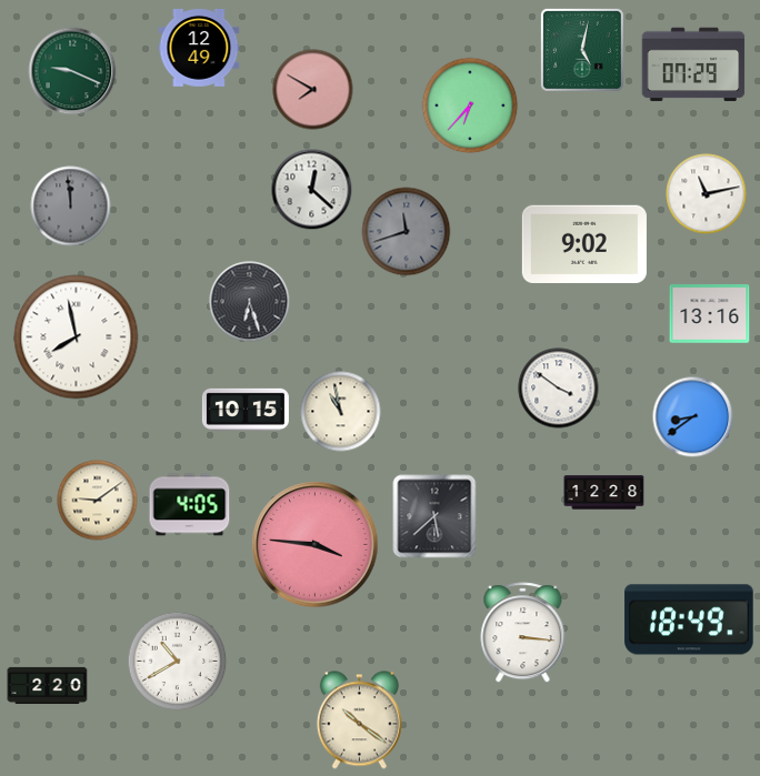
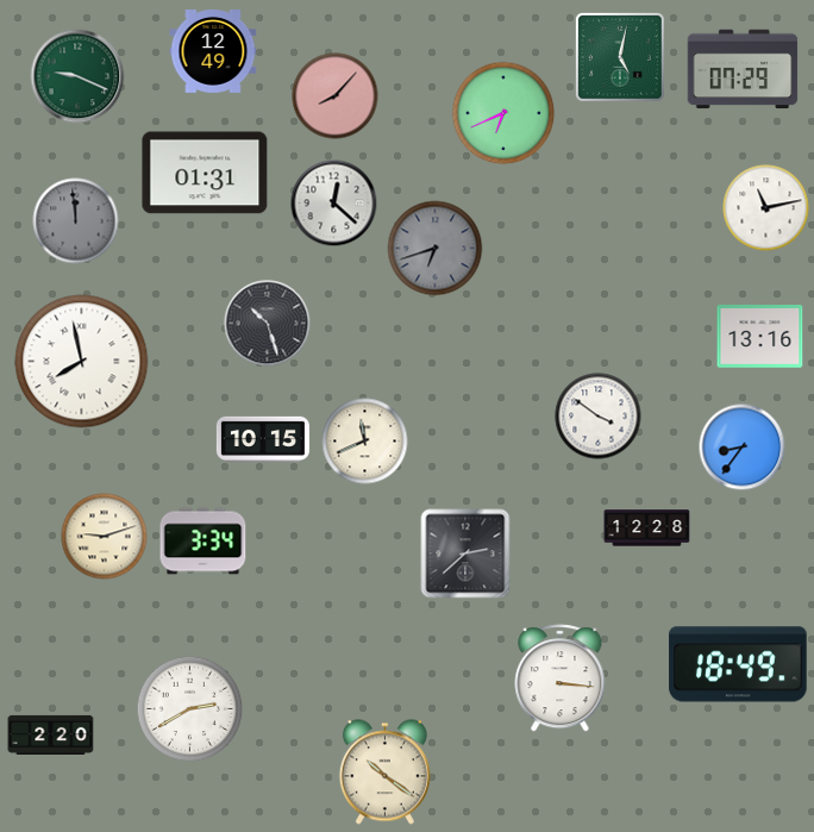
clock at (582, 50) position: (582, 50) -> (620, 57)
clock at (313, 90): 7:50 -> 8:07
clock at (470, 105): 6:37 -> 6:41
clock at (205, 173): none -> 01:31
clock at (707, 194) position: (707, 194) -> (766, 208)
clock at (407, 232): 11:42 -> 6:42
clock at (584, 243): 9:02 -> none
clock at (250, 302): 6:27 -> 10:27
clock at (341, 412): 10:58 -> 11:41
clock at (693, 417): 8:39 -> 8:36
clock at (98, 501): 9:09 -> 9:12
clock at (190, 505): 4:05 -> 3:34
clock at (434, 516): 5:38 -> 2:38
clock at (316, 545): 3:46 -> none
clock at (178, 662): 10:40 -> 2:40
